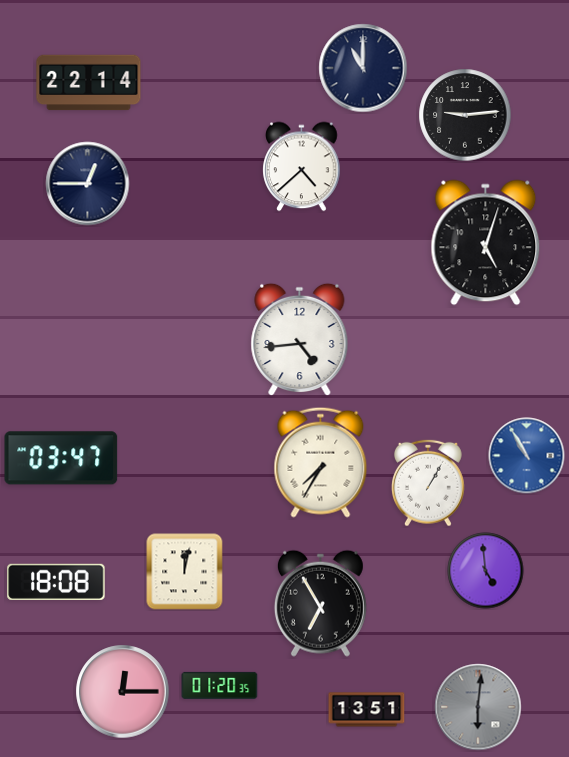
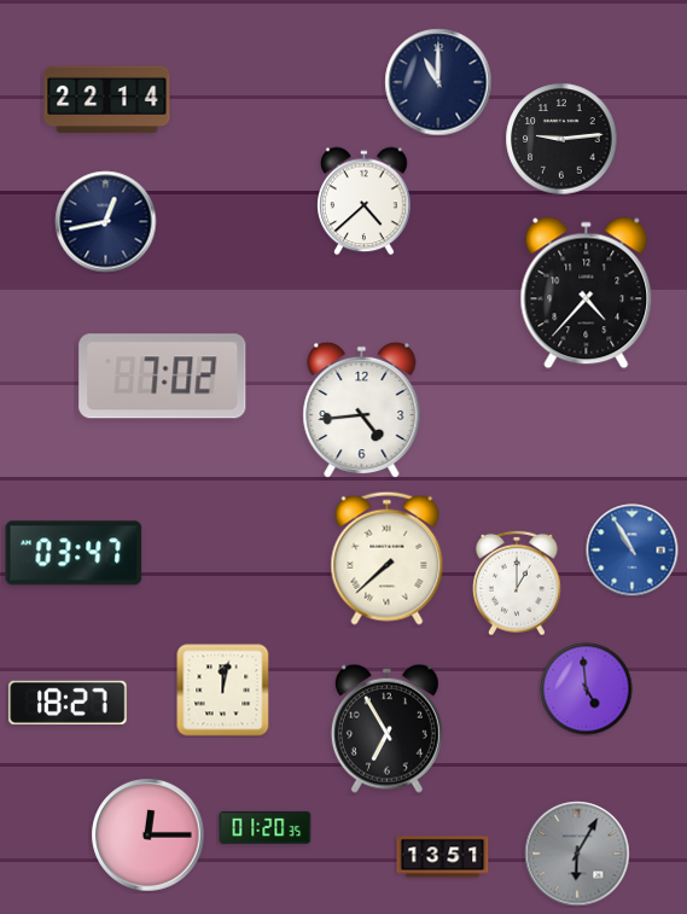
clock at (88, 184): 12:45 -> 12:43
clock at (486, 243): 5:03 -> 4:37
clock at (163, 377): none -> 7:02
clock at (527, 456) position: (527, 456) -> (633, 551)
clock at (321, 462): 7:35 -> 7:38
clock at (429, 483): 1:05 -> 1:00
clock at (56, 582): 18:08 -> 18:27
clock at (478, 707): 6:01 -> 6:05
